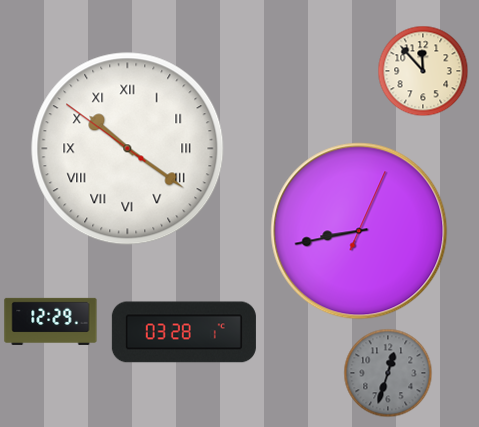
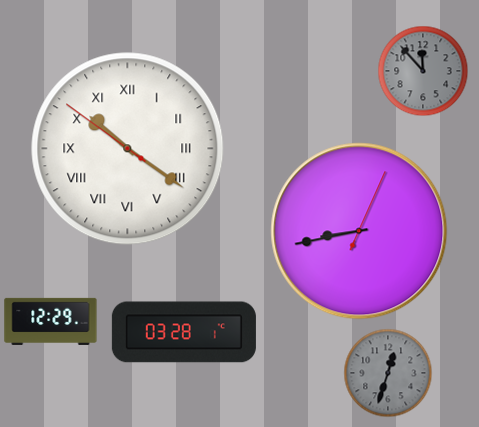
clock at (423, 71) dial: cream -> grey
